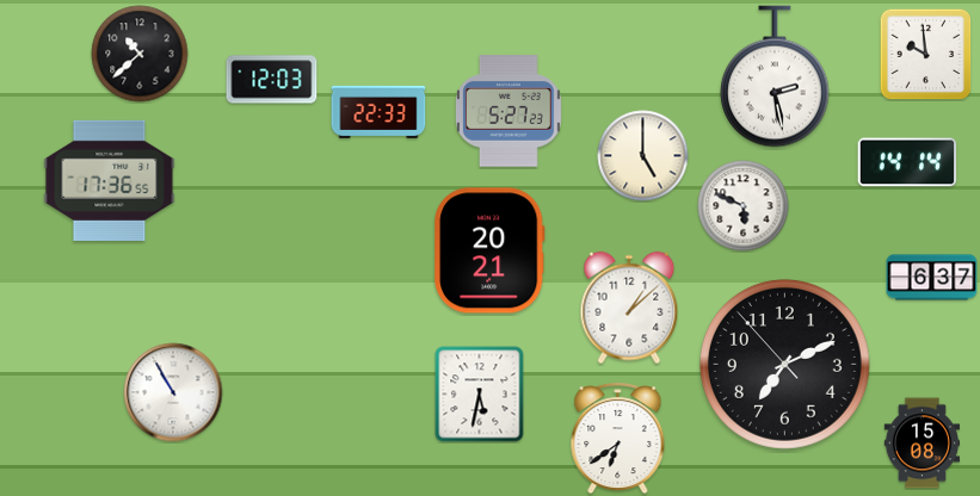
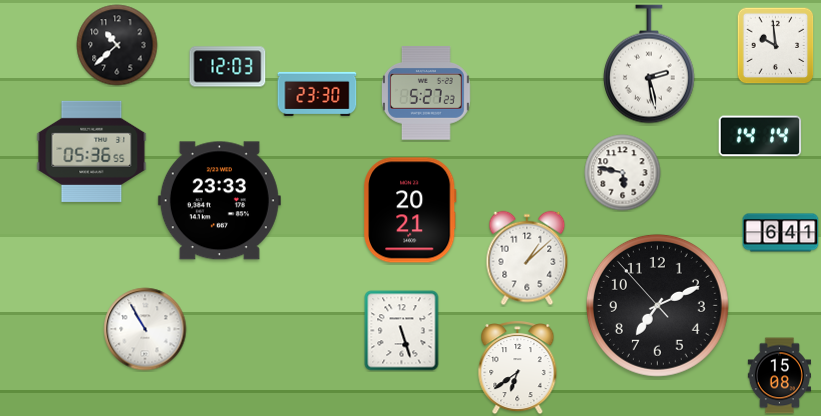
clock at (378, 112): 22:33 -> 23:30
clock at (643, 156): 5:00 -> none
clock at (110, 180): 17:36 -> 05:36
clock at (744, 206): 5:49 -> 5:47
clock at (219, 201): none -> 23:33
clock at (932, 278): 6:37 -> 6:41
clock at (480, 395): 5:32 -> 5:27
clock at (922, 444) position: (922, 444) -> (779, 376)
